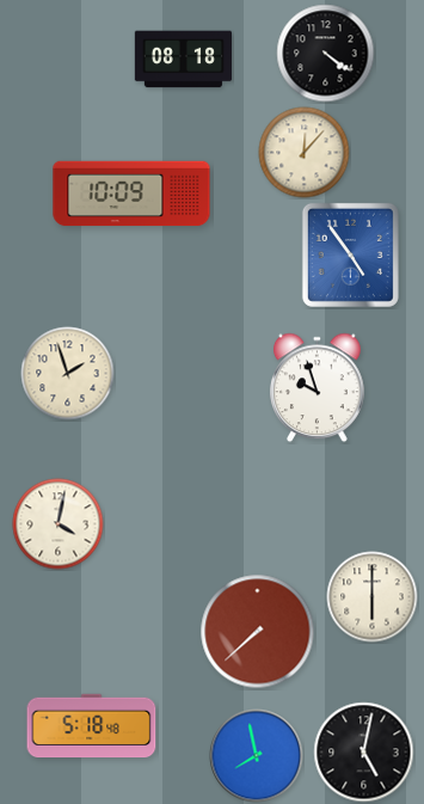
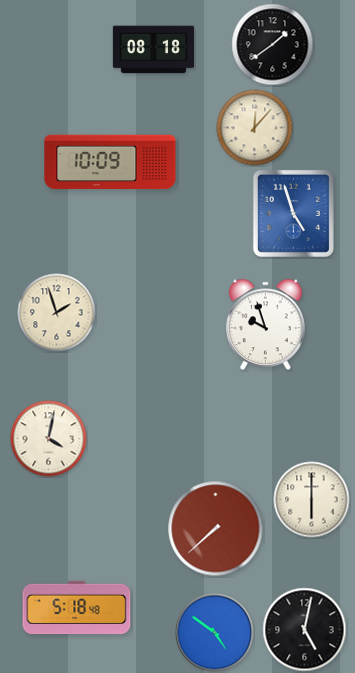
clock at (326, 54): 4:21 -> 1:39
clock at (350, 254): 4:54 -> 4:57
clock at (257, 756): 7:58 -> 4:51
